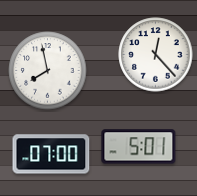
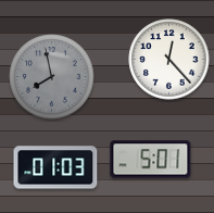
clock at (48, 71) dial: white -> grey
clock at (51, 154): 07:00 -> 01:03
